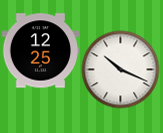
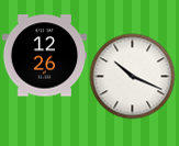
clock at (40, 51): 12:25 -> 12:26
